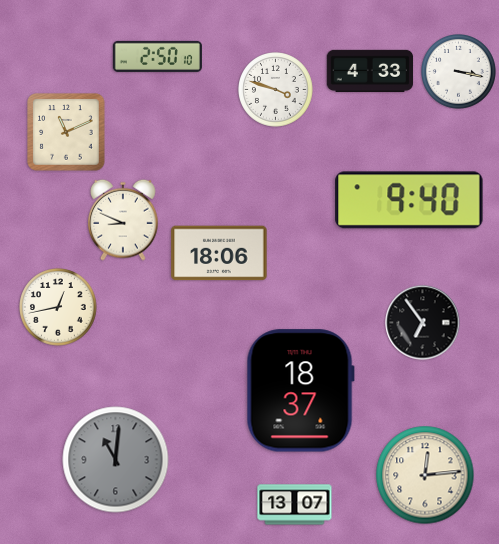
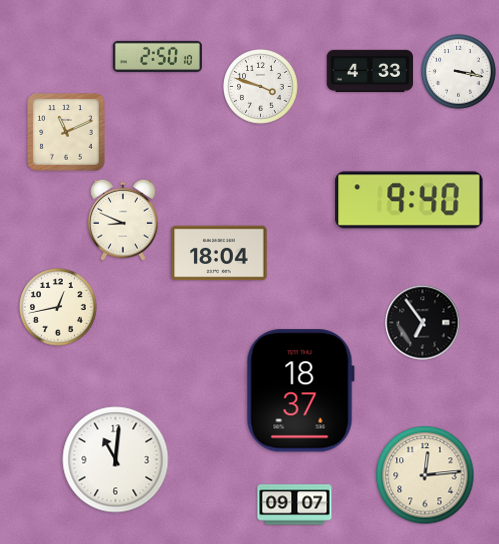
clock at (276, 90) position: (276, 90) -> (261, 87)
clock at (219, 253): 18:06 -> 18:04
clock at (116, 460) dial: grey -> white
clock at (295, 505): 13:07 -> 09:07
